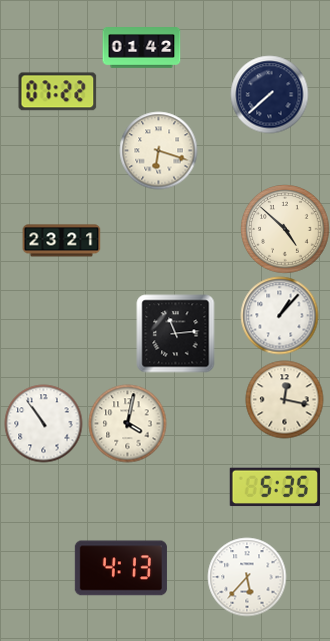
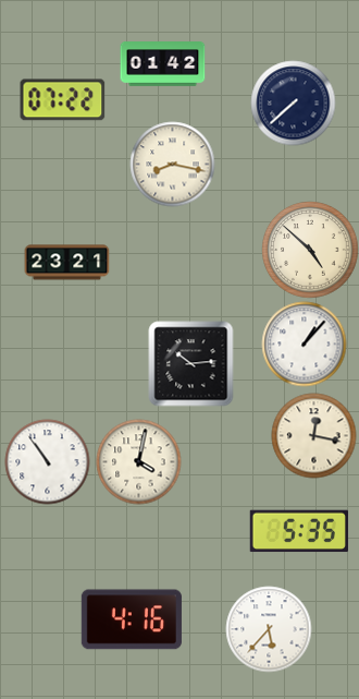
clock at (141, 48) position: (141, 48) -> (162, 64)
clock at (158, 150): 6:18 -> 8:17
clock at (175, 333): 11:14 -> 10:14
clock at (284, 399) position: (284, 399) -> (313, 435)
clock at (121, 568): 4:13 -> 4:16
